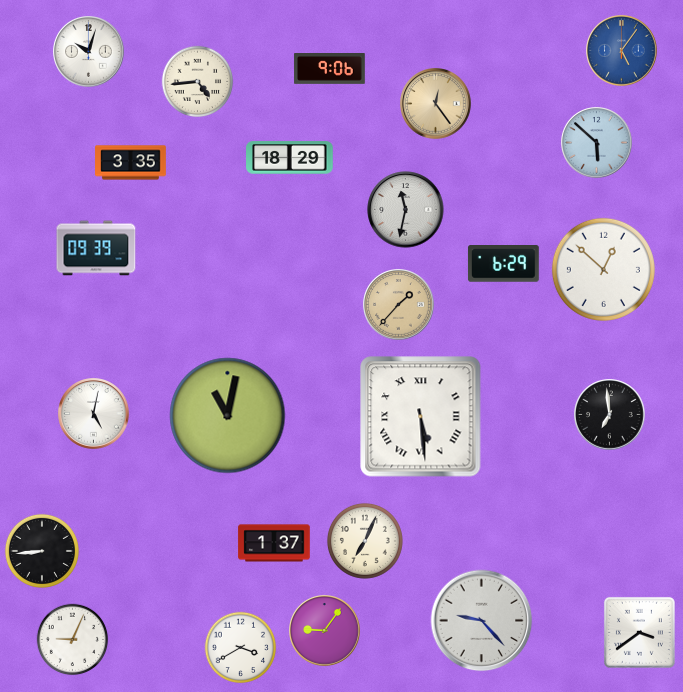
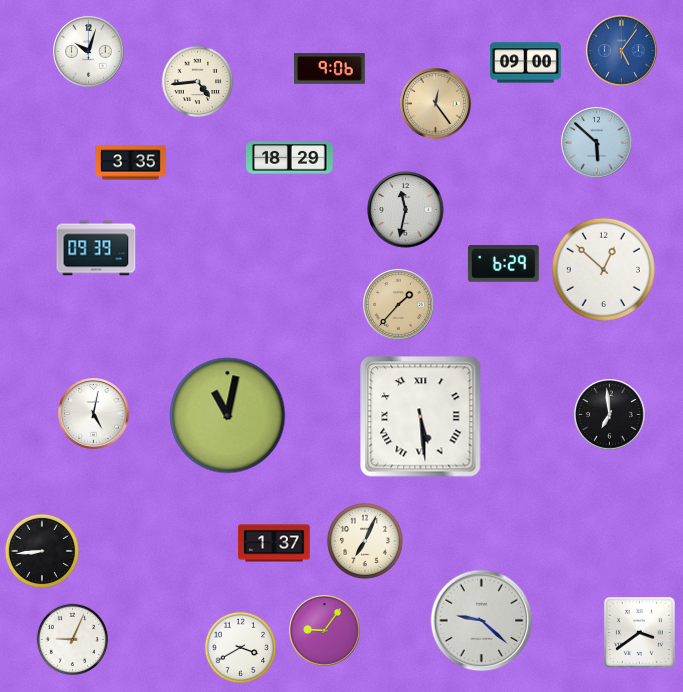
clock at (526, 63): none -> 09:00
clock at (482, 621): 9:23 -> 9:22
